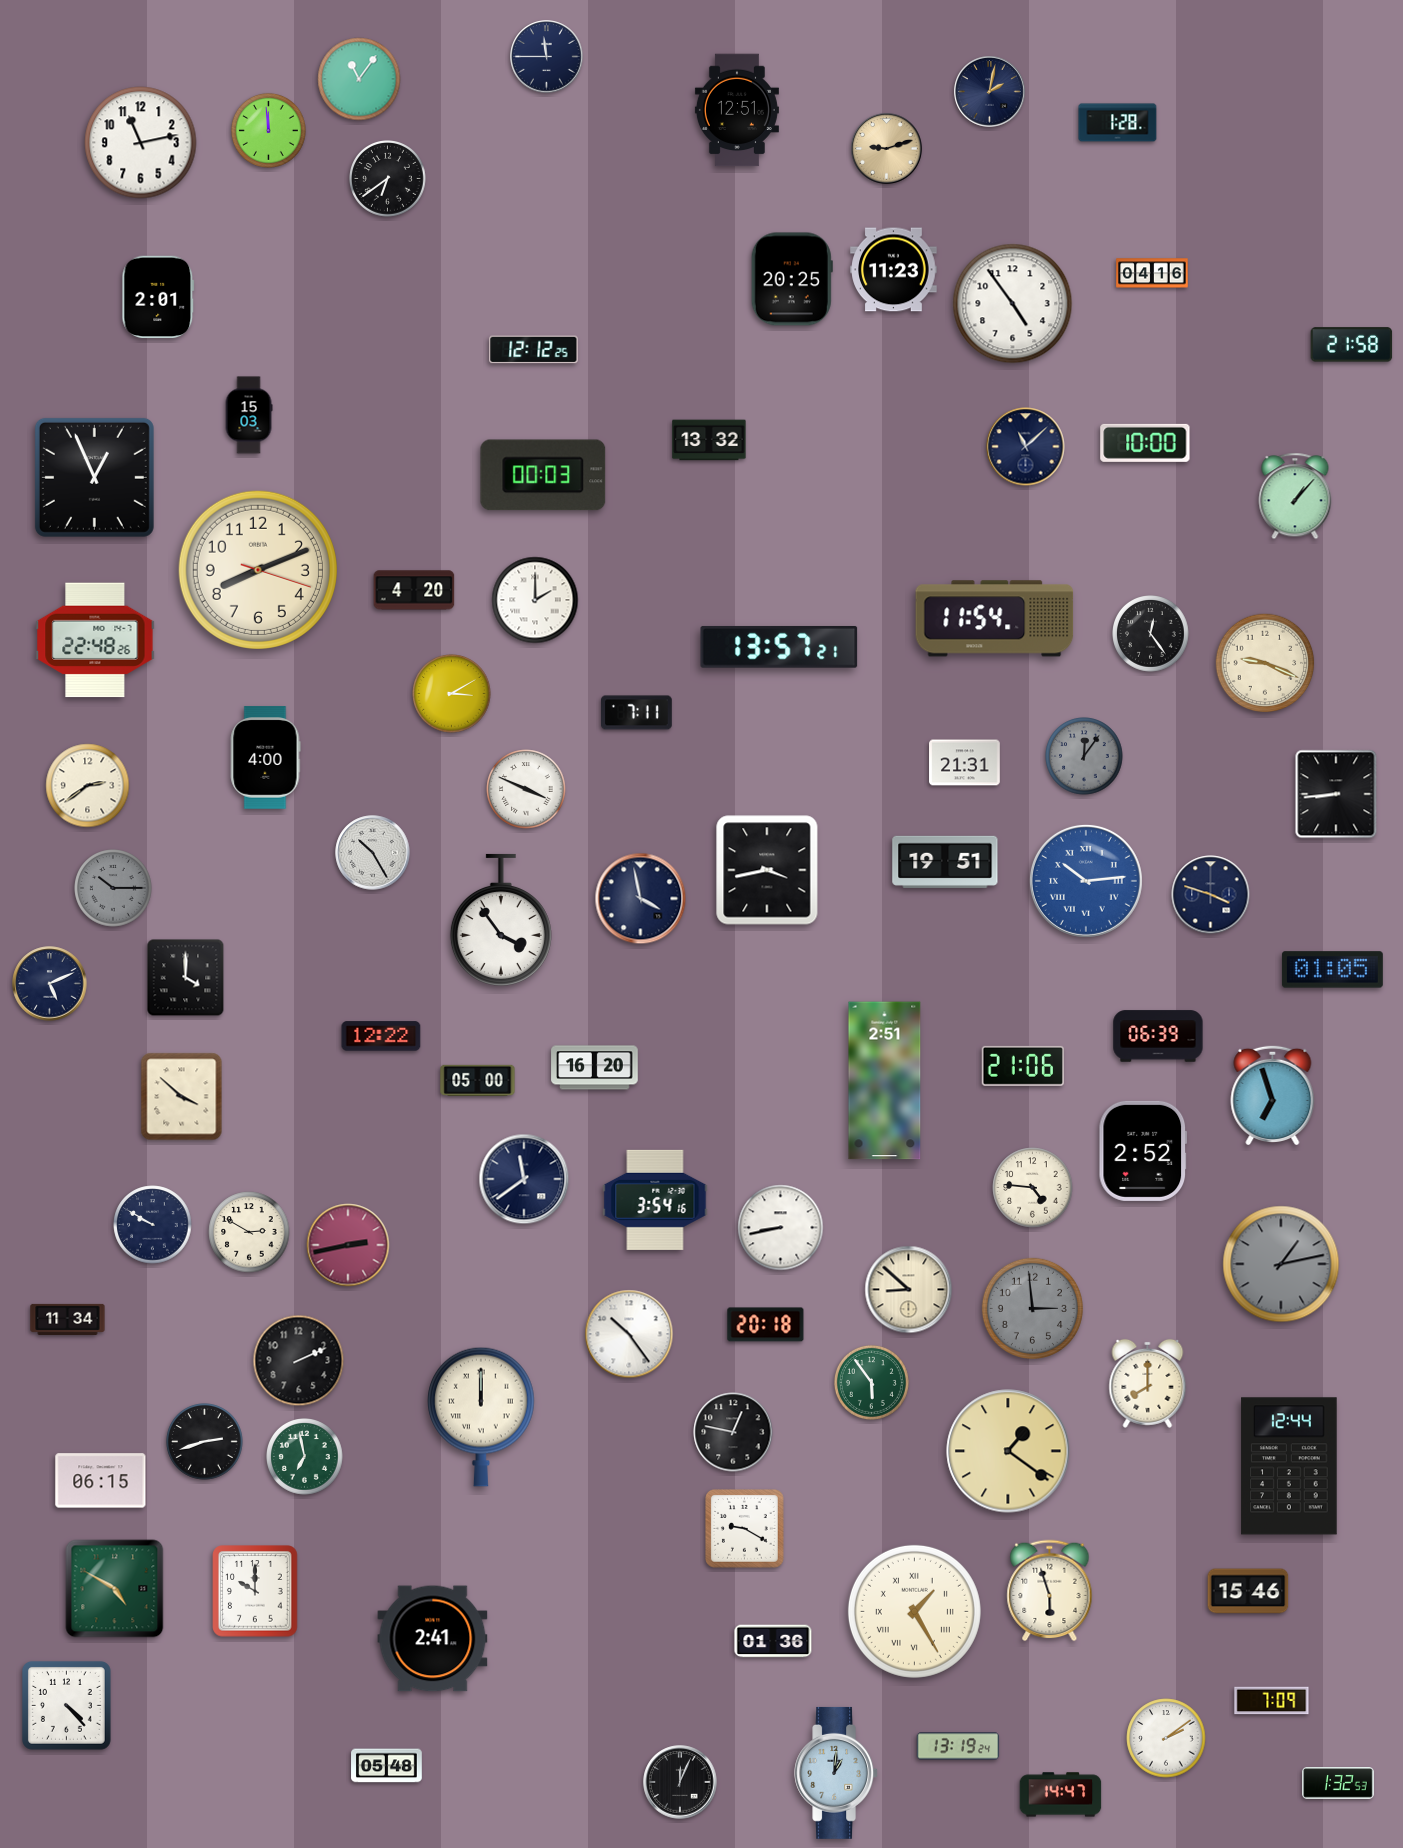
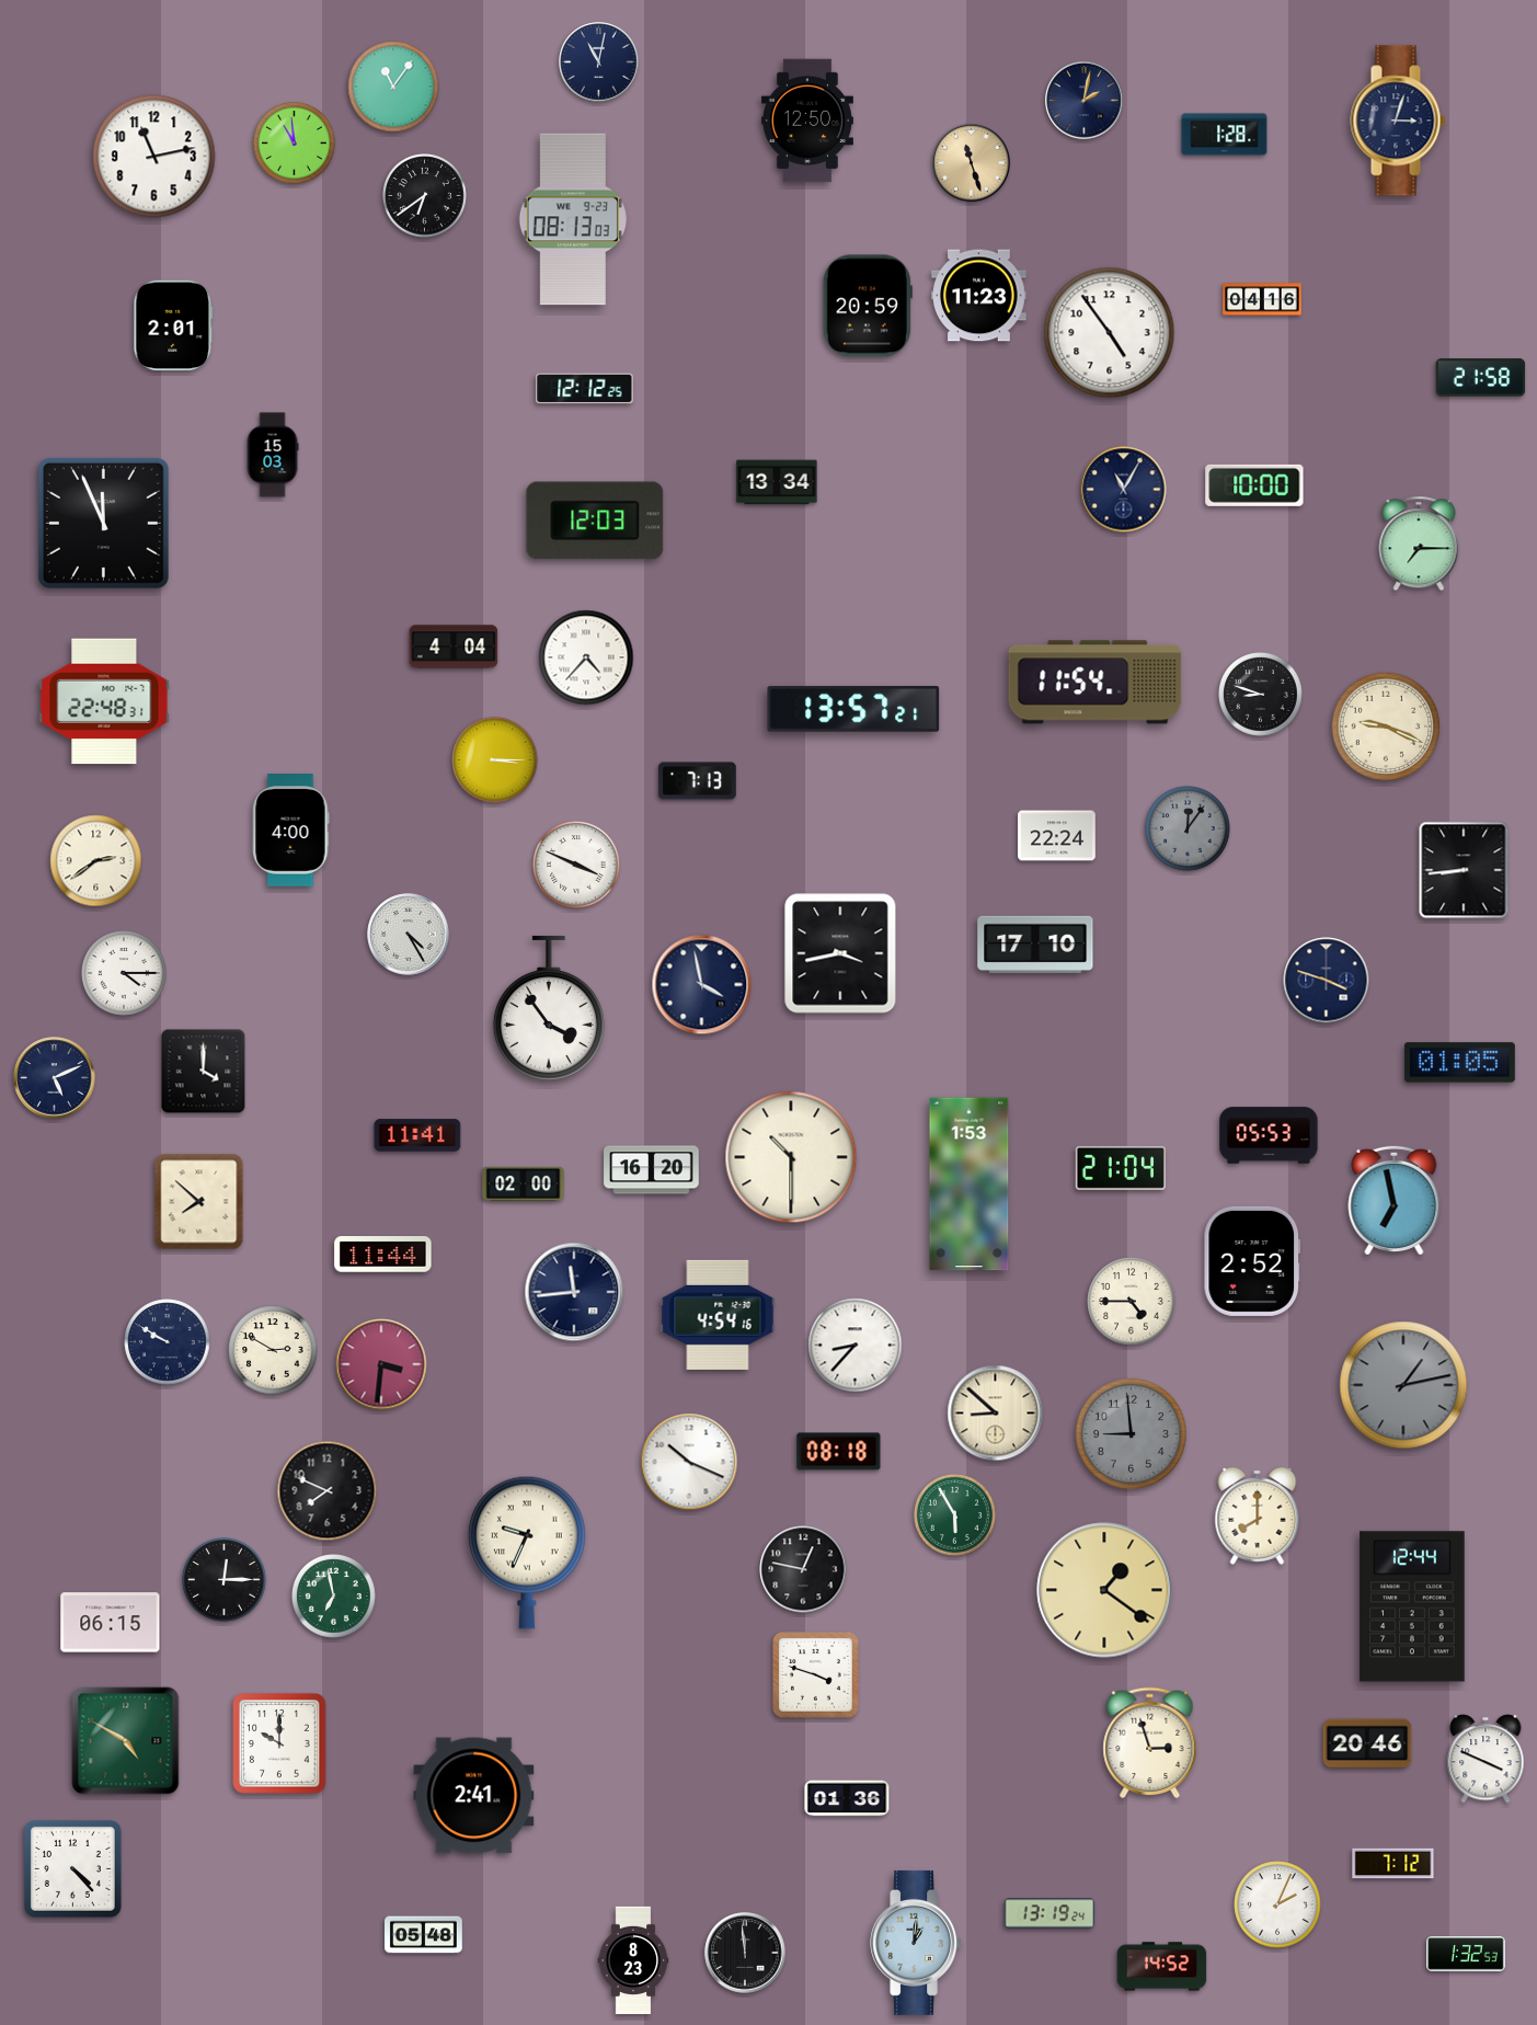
clock at (547, 57): 11:45 -> 11:02
clock at (737, 110): 12:51 -> 12:50
clock at (1398, 121): none -> 3:03
clock at (268, 130): 11:59 -> 10:59
clock at (887, 149): 9:12 -> 11:27
clock at (573, 219): none -> 08:13
clock at (792, 279): 20:25 -> 20:59
clock at (534, 350) position: (534, 350) -> (585, 389)
clock at (709, 440): 13:32 -> 13:34
clock at (1026, 447): 11:08 -> 11:05
clock at (543, 475): 00:03 -> 12:03
clock at (94, 477): 12:56 -> 11:56
clock at (1295, 496): 1:07 -> 7:15
clock at (258, 570): 8:11 -> none
clock at (414, 590): 4:20 -> 4:04
clock at (535, 600): 2:00 -> 4:37
clock at (995, 619) position: (995, 619) -> (1096, 683)
clock at (1151, 634): 12:24 -> 8:48
clock at (95, 640): 22:48:26 -> 22:48:31
clock at (452, 694): 3:10 -> 3:15
clock at (637, 713): 7:11 -> 7:13
clock at (965, 763): 21:31 -> 22:24
clock at (373, 853): 10:25 -> 4:25
clock at (945, 862): 19:51 -> 17:10
clock at (1086, 881): 10:14 -> none
clock at (113, 888): 10:15 -> 4:15
clock at (113, 888) dial: grey -> white
clock at (381, 1036): 12:22 -> 11:41
clock at (1158, 1036): 06:39 -> 05:53
clock at (791, 1157): none -> 10:30
clock at (1023, 1066): 21:06 -> 21:04
clock at (478, 1081): 05:00 -> 02:00
clock at (885, 1081): 2:51 -> 1:53
clock at (1273, 1094): 6:57 -> 6:58
clock at (182, 1097): 3:52 -> 7:52
clock at (383, 1255): none -> 11:44
clock at (524, 1179): 11:39 -> 11:44
clock at (1033, 1188): 4:46 -> 4:45
clock at (655, 1200): 3:54 -> 4:54
clock at (781, 1228): 8:43 -> 8:37
clock at (348, 1245): 2:43 -> 3:31
clock at (1032, 1308): 2:59 -> 8:59
clock at (68, 1319): 11:34 -> none
clock at (766, 1325): 20:18 -> 08:18
clock at (629, 1334): 10:24 -> 10:19
clock at (299, 1361): 2:11 -> 7:49
clock at (871, 1382): 5:54 -> 5:55
clock at (482, 1417): 12:00 -> 9:34
clock at (205, 1442): 2:42 -> 12:15
clock at (745, 1529): 9:20 -> 3:48
clock at (1050, 1591): 5:57 -> 2:57
clock at (1248, 1591): 15:46 -> 20:46
clock at (1486, 1759): none -> 3:49
clock at (914, 1611): 1:25 -> none
clock at (1272, 1701): 7:09 -> 7:12
clock at (1166, 1738): 2:09 -> 2:04
clock at (680, 1782): 12:04 -> 11:59
clock at (633, 1960): none -> 8:23
clock at (1061, 1795): 14:47 -> 14:52
